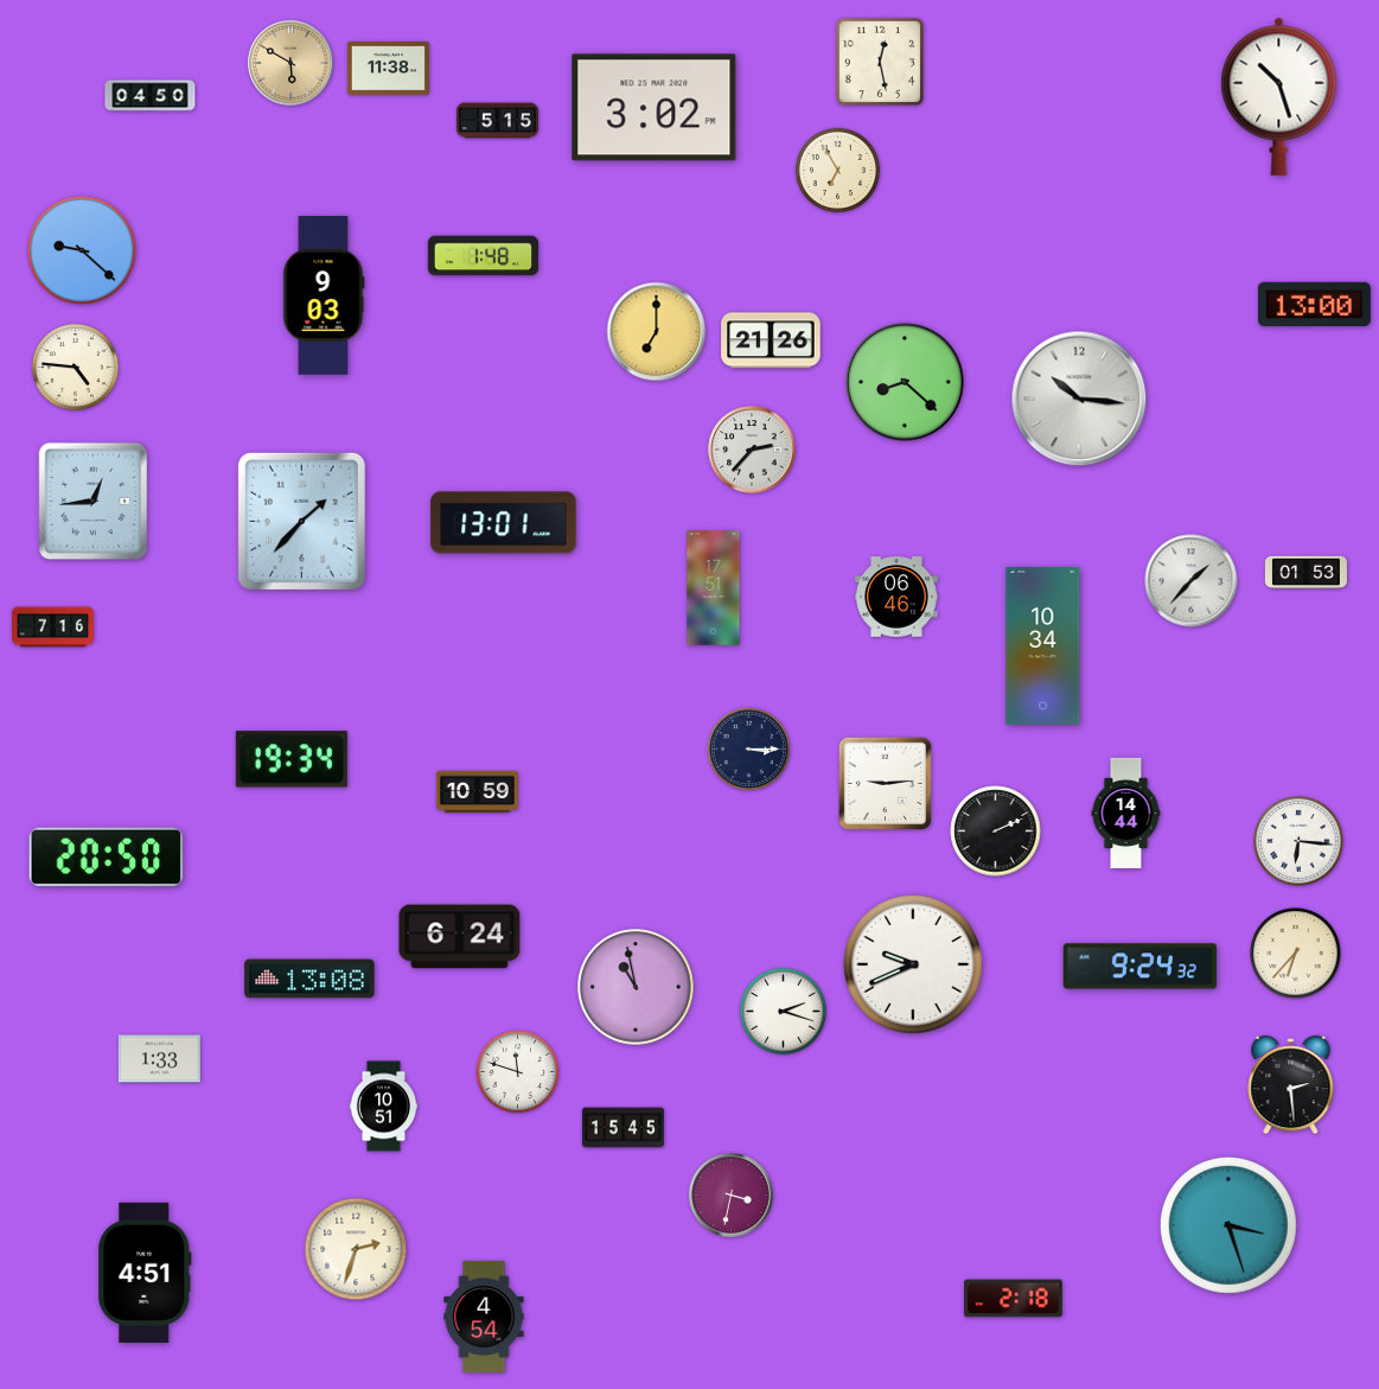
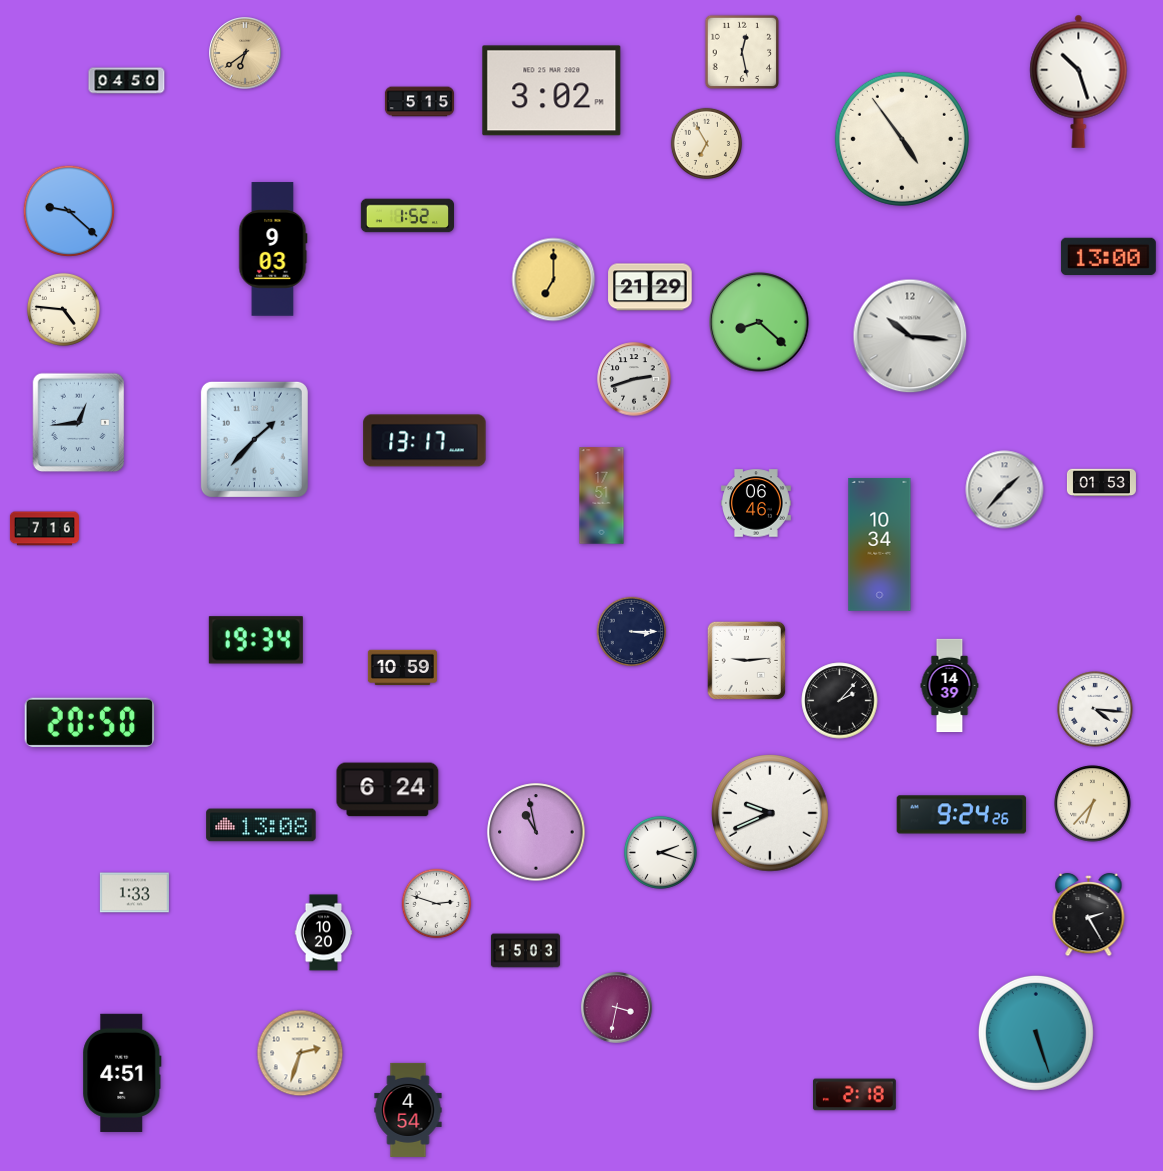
clock at (291, 63): 5:50 -> 6:39
clock at (388, 69): 11:38 -> none
clock at (902, 139): none -> 4:54
clock at (483, 256): 1:48 -> 1:52
clock at (771, 340): 21:26 -> 21:29
clock at (905, 382) position: (905, 382) -> (759, 322)
clock at (752, 450): 2:37 -> 2:42
clock at (504, 523): 13:01 -> 13:17
clock at (292, 759) position: (292, 759) -> (256, 640)
clock at (1126, 814): 14:44 -> 14:39
clock at (996, 832): 2:11 -> 2:07
clock at (1298, 841): 6:16 -> 4:16
clock at (1141, 967): 9:24:32 -> 9:24:26
clock at (518, 1072): 11:48 -> 2:48
clock at (1291, 1085): 2:29 -> 2:25
clock at (384, 1107): 10:51 -> 10:20
clock at (623, 1128): 15:45 -> 15:03
clock at (1228, 1225): 3:27 -> 5:27
